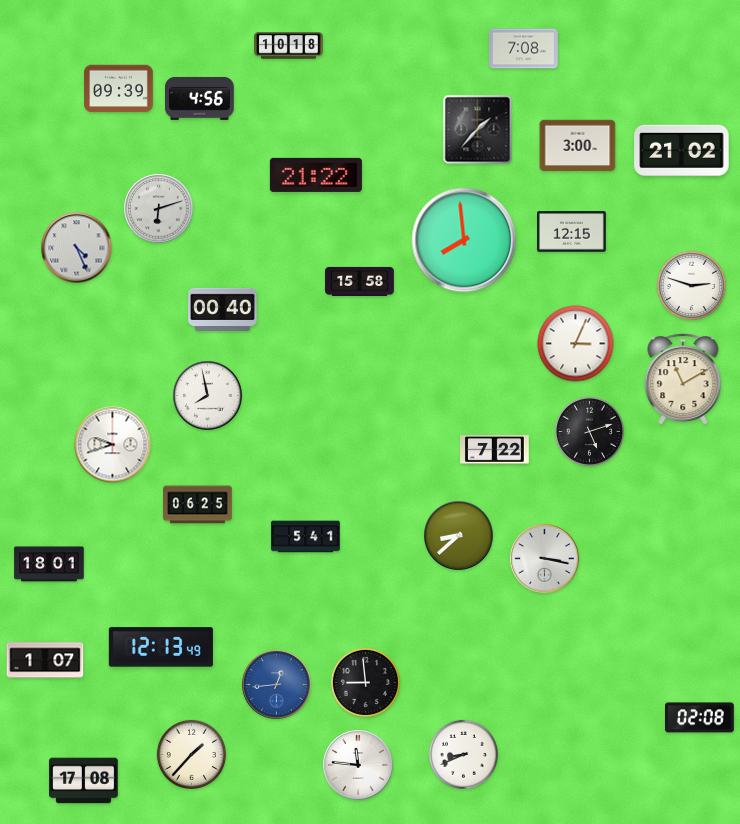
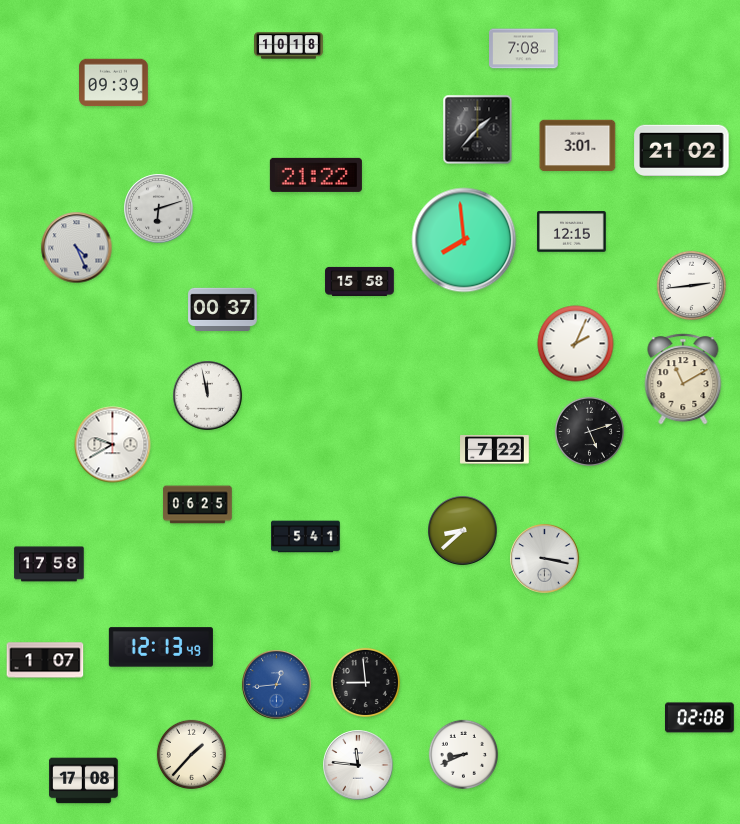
clock at (119, 89) position: (119, 89) -> (114, 83)
clock at (200, 98): 4:56 -> none
clock at (578, 146): 3:00 -> 3:01
clock at (691, 285): 2:48 -> 2:44
clock at (223, 309): 00:40 -> 00:37
clock at (576, 344): 3:04 -> 2:04
clock at (208, 396): 7:58 -> 11:58
clock at (113, 445): 9:42 -> 9:40
clock at (459, 536) position: (459, 536) -> (463, 531)
clock at (49, 564): 18:01 -> 17:58
